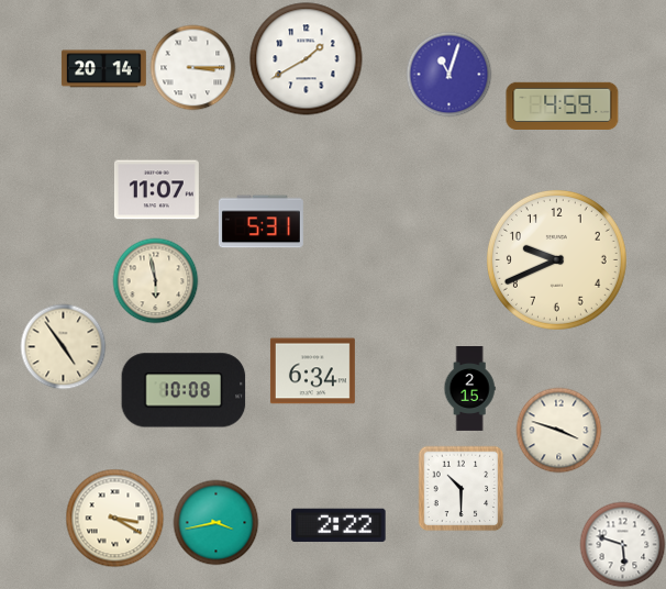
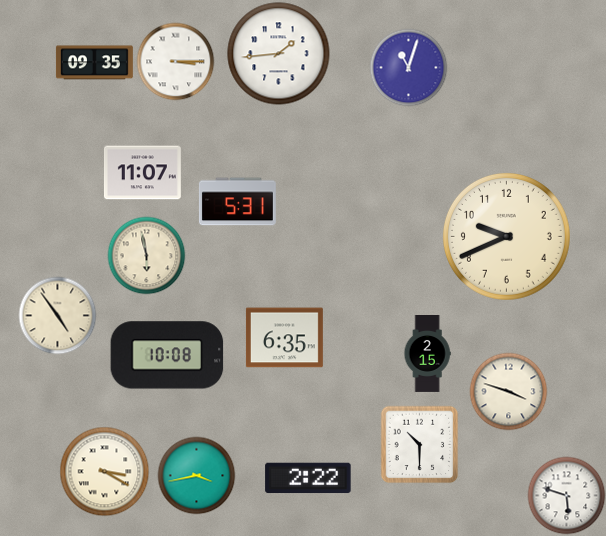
clock at (307, 59): 1:40 -> 1:44
clock at (103, 69): 20:14 -> 09:35
clock at (563, 105): 4:59 -> none
clock at (155, 280) position: (155, 280) -> (146, 255)
clock at (312, 371): 6:34 -> 6:35
